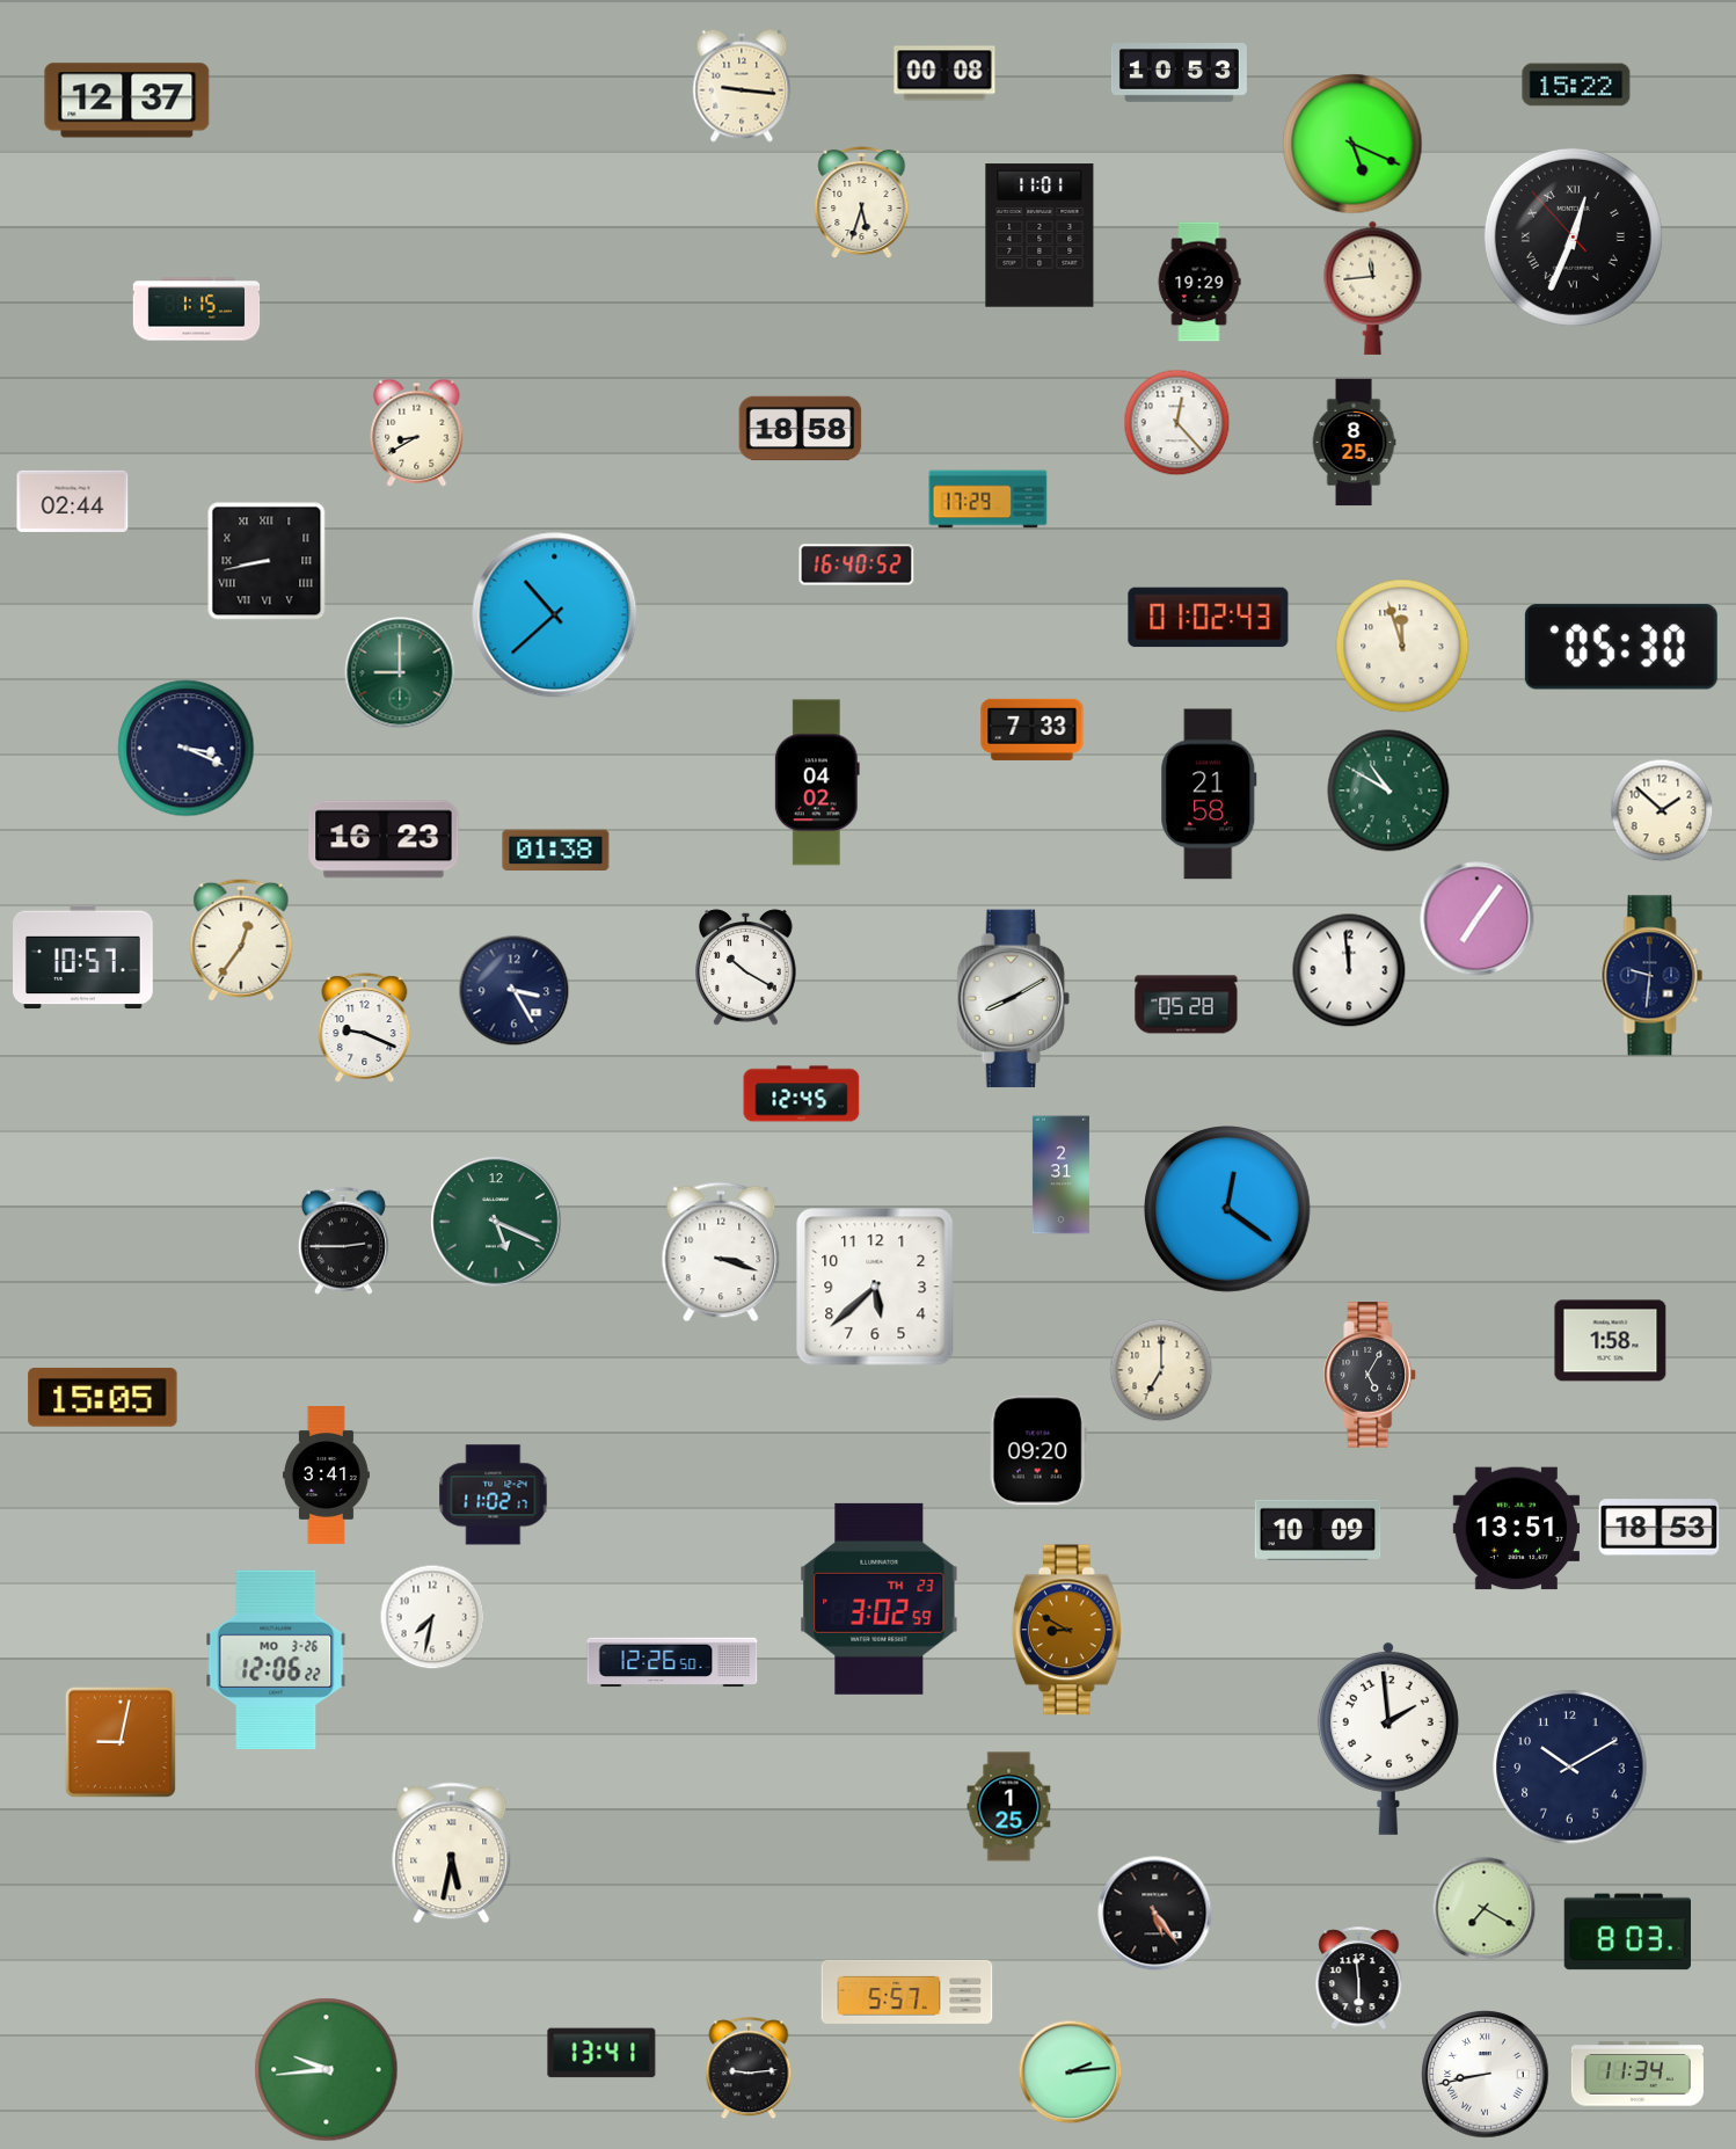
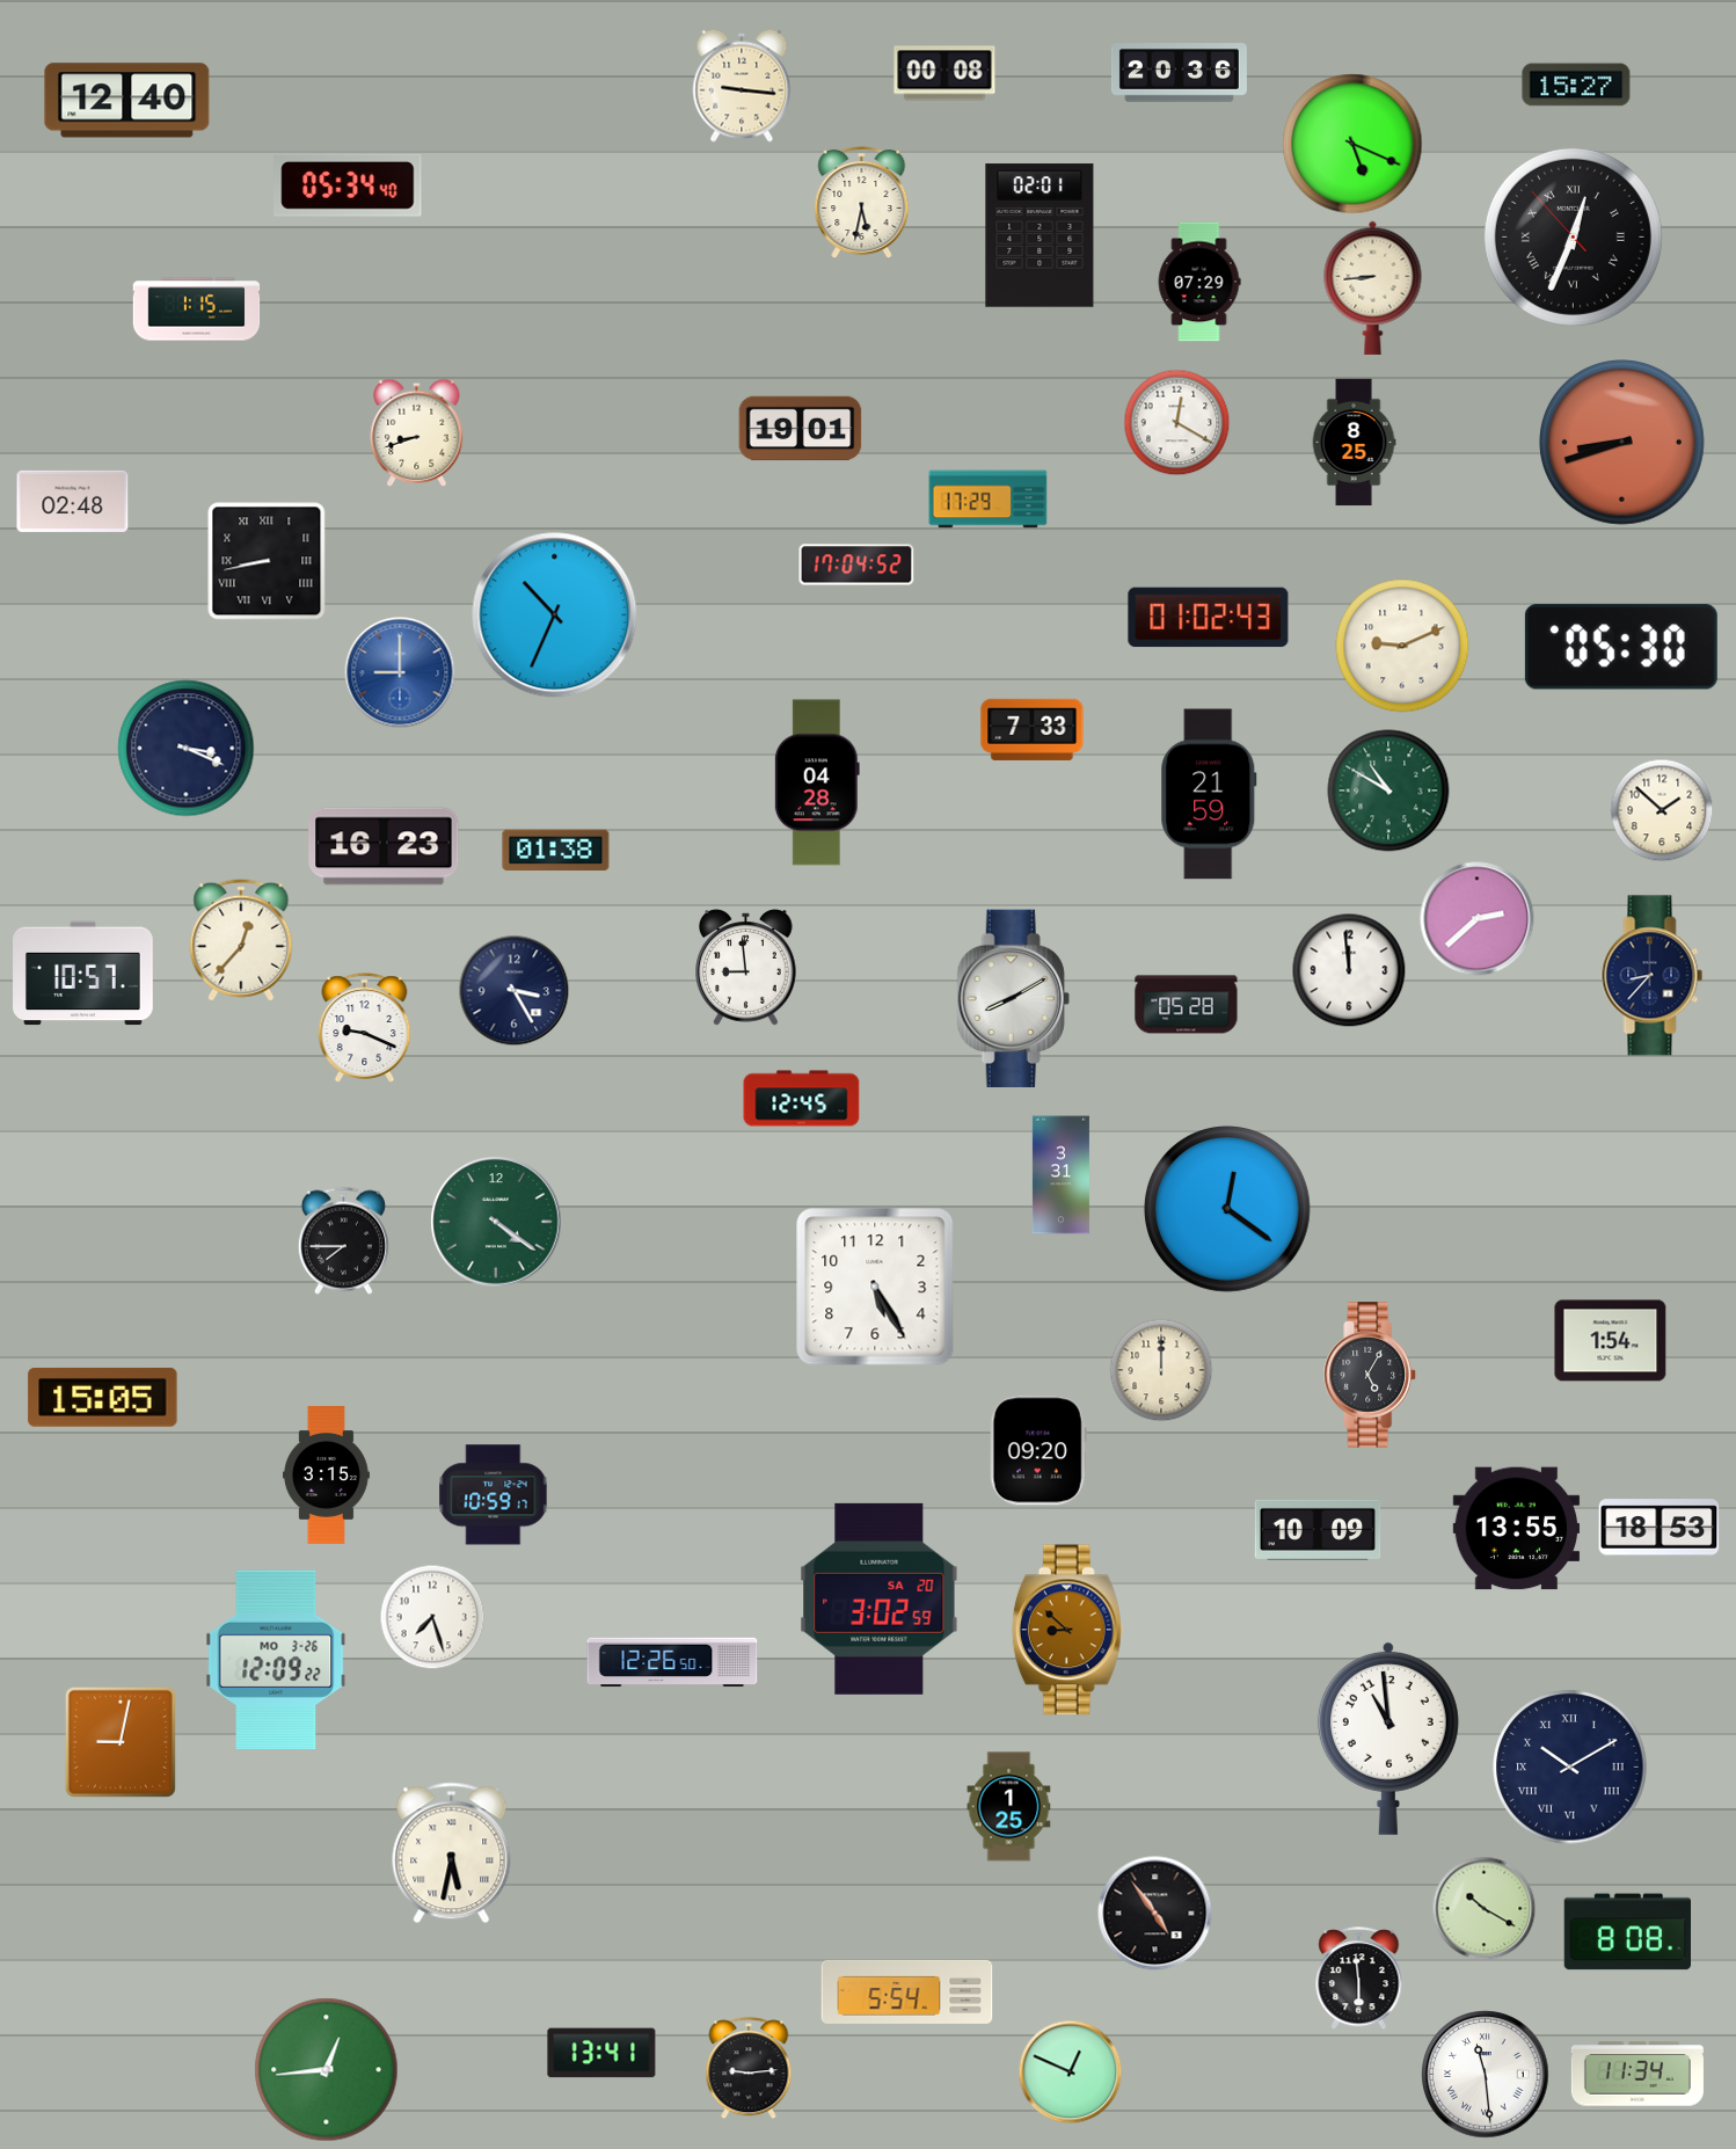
clock at (1179, 73): 10:53 -> 20:36
clock at (1576, 85): 15:22 -> 15:27
clock at (127, 101): 12:37 -> 12:40
clock at (348, 185): none -> 05:34
clock at (862, 202): 5:33 -> 5:32
clock at (1040, 235): 11:01 -> 02:01
clock at (1199, 282): 19:29 -> 07:29
clock at (1373, 287): 11:44 -> 8:44
clock at (1176, 422): 12:23 -> 12:20
clock at (801, 429): 18:58 -> 19:01
clock at (417, 432): 8:40 -> 8:42
clock at (1622, 443): none -> 8:42
clock at (73, 501): 02:44 -> 02:48
clock at (856, 564): 16:40 -> 17:04
clock at (555, 615): 10:38 -> 10:34
clock at (1402, 646): 11:57 -> 9:11
clock at (400, 672) dial: green -> blue
clock at (817, 782): 04:02 -> 04:28
clock at (1209, 794): 21:58 -> 21:59
clock at (384, 839) position: (384, 839) -> (384, 846)
clock at (1478, 919): 7:06 -> 2:38
clock at (241, 940): 12:36 -> 12:37
clock at (83, 957) position: (83, 957) -> (83, 974)
clock at (746, 968): 10:20 -> 8:59
clock at (1653, 976): 9:31 -> 8:37
clock at (802, 1094) position: (802, 1094) -> (802, 1099)
clock at (1060, 1175): 2:31 -> 3:31
clock at (496, 1222): 5:19 -> 4:21
clock at (343, 1240): 2:45 -> 7:45
clock at (721, 1252): 3:18 -> none
clock at (875, 1287): 5:38 -> 5:25
clock at (1611, 1341): 1:58 -> 1:54
clock at (1161, 1370): 7:00 -> 12:00
clock at (326, 1476): 3:41 -> 3:15
clock at (494, 1495): 11:02 -> 10:59
clock at (1517, 1529): 13:51 -> 13:55
clock at (880, 1598) date: TH 23 -> SA 20
clock at (432, 1617): 7:32 -> 7:27
clock at (1067, 1630): 8:50 -> 8:52
clock at (276, 1659): 12:06 -> 12:09
clock at (1388, 1738): 1:59 -> 10:59
clock at (1570, 1768) numerals: Arabic -> Roman
clock at (1483, 1908): 7:20 -> 10:20
clock at (1155, 1914): 5:24 -> 4:54
clock at (1627, 1932): 8:03 -> 8:08
clock at (907, 1991): 5:57 -> 5:54
clock at (327, 2070): 9:44 -> 12:44
clock at (1070, 2071): 2:14 -> 12:49
clock at (1486, 2075): 8:43 -> 11:29
